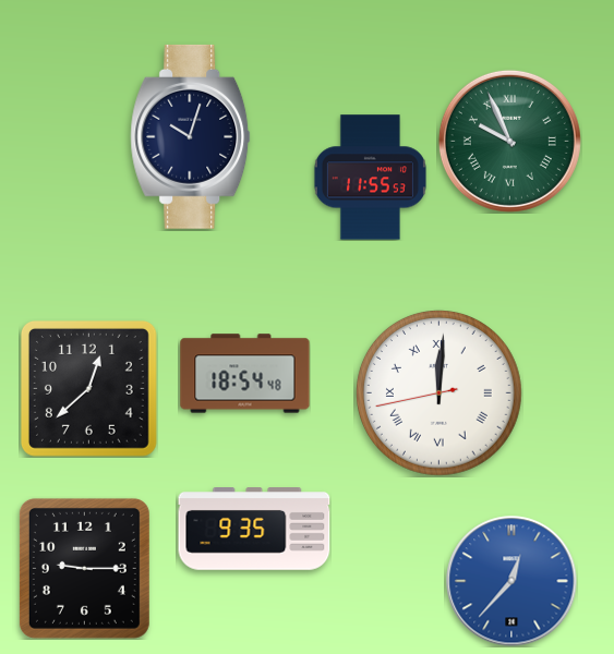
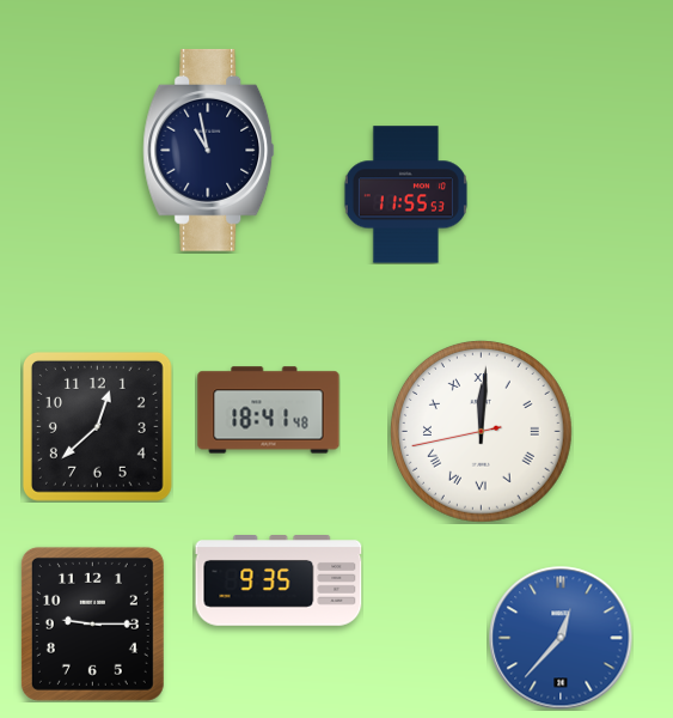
clock at (191, 136): 10:03 -> 10:58
clock at (509, 141): 9:56 -> none
clock at (245, 374): 18:54 -> 18:41
